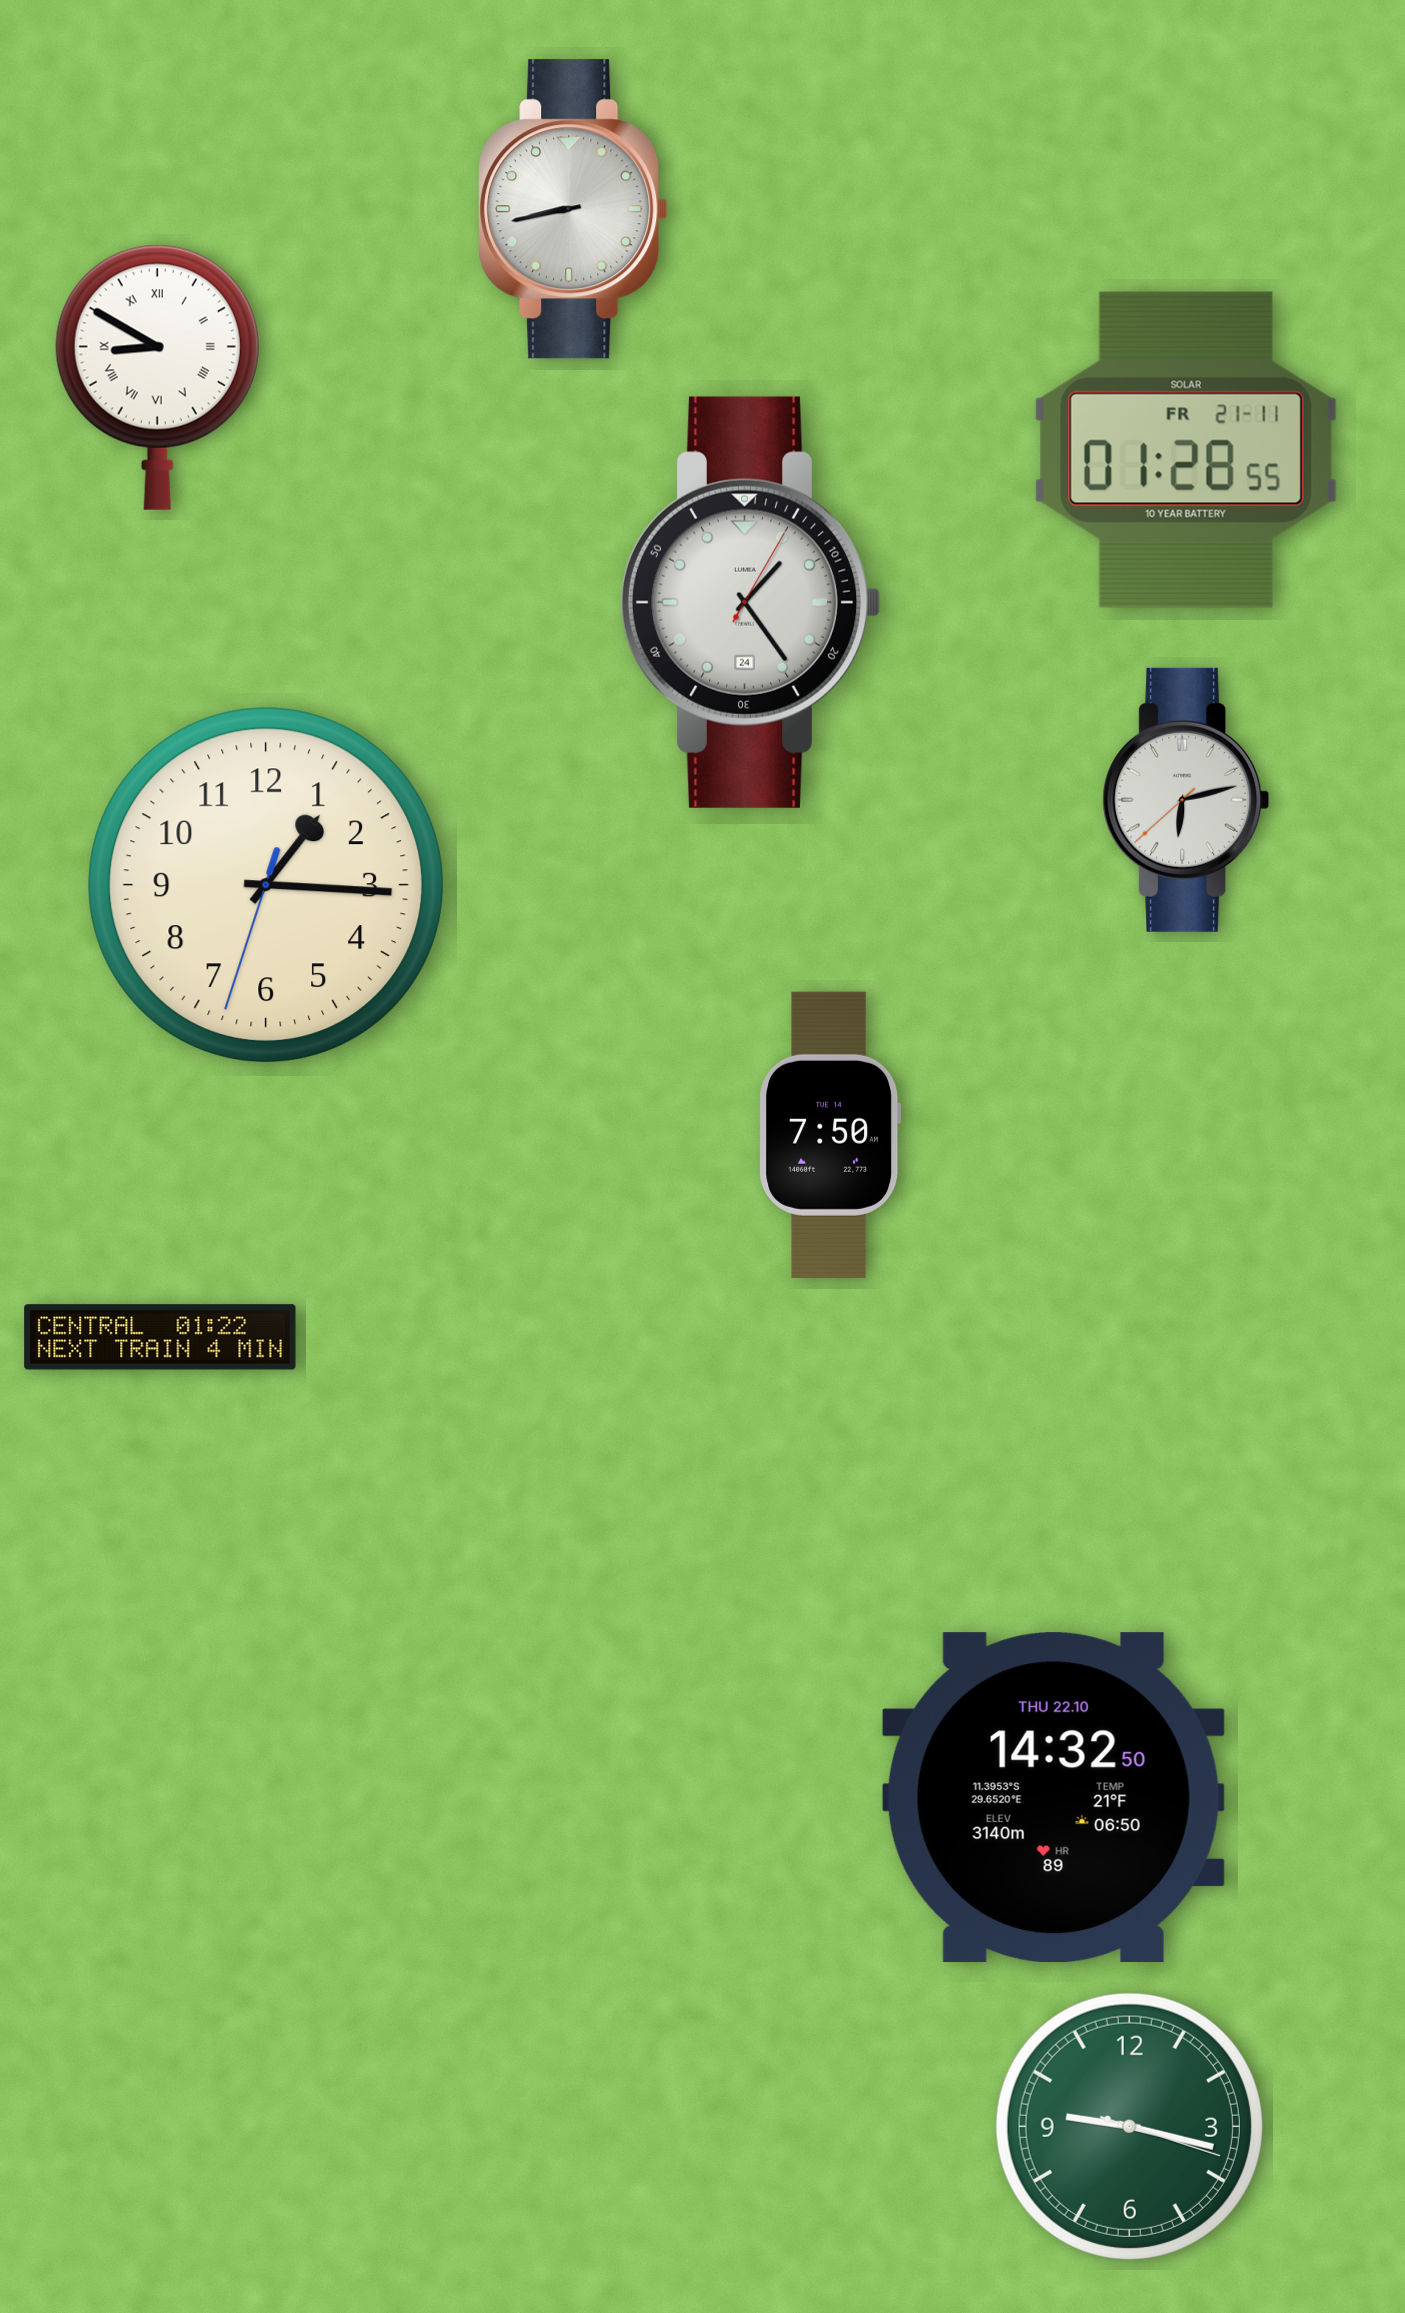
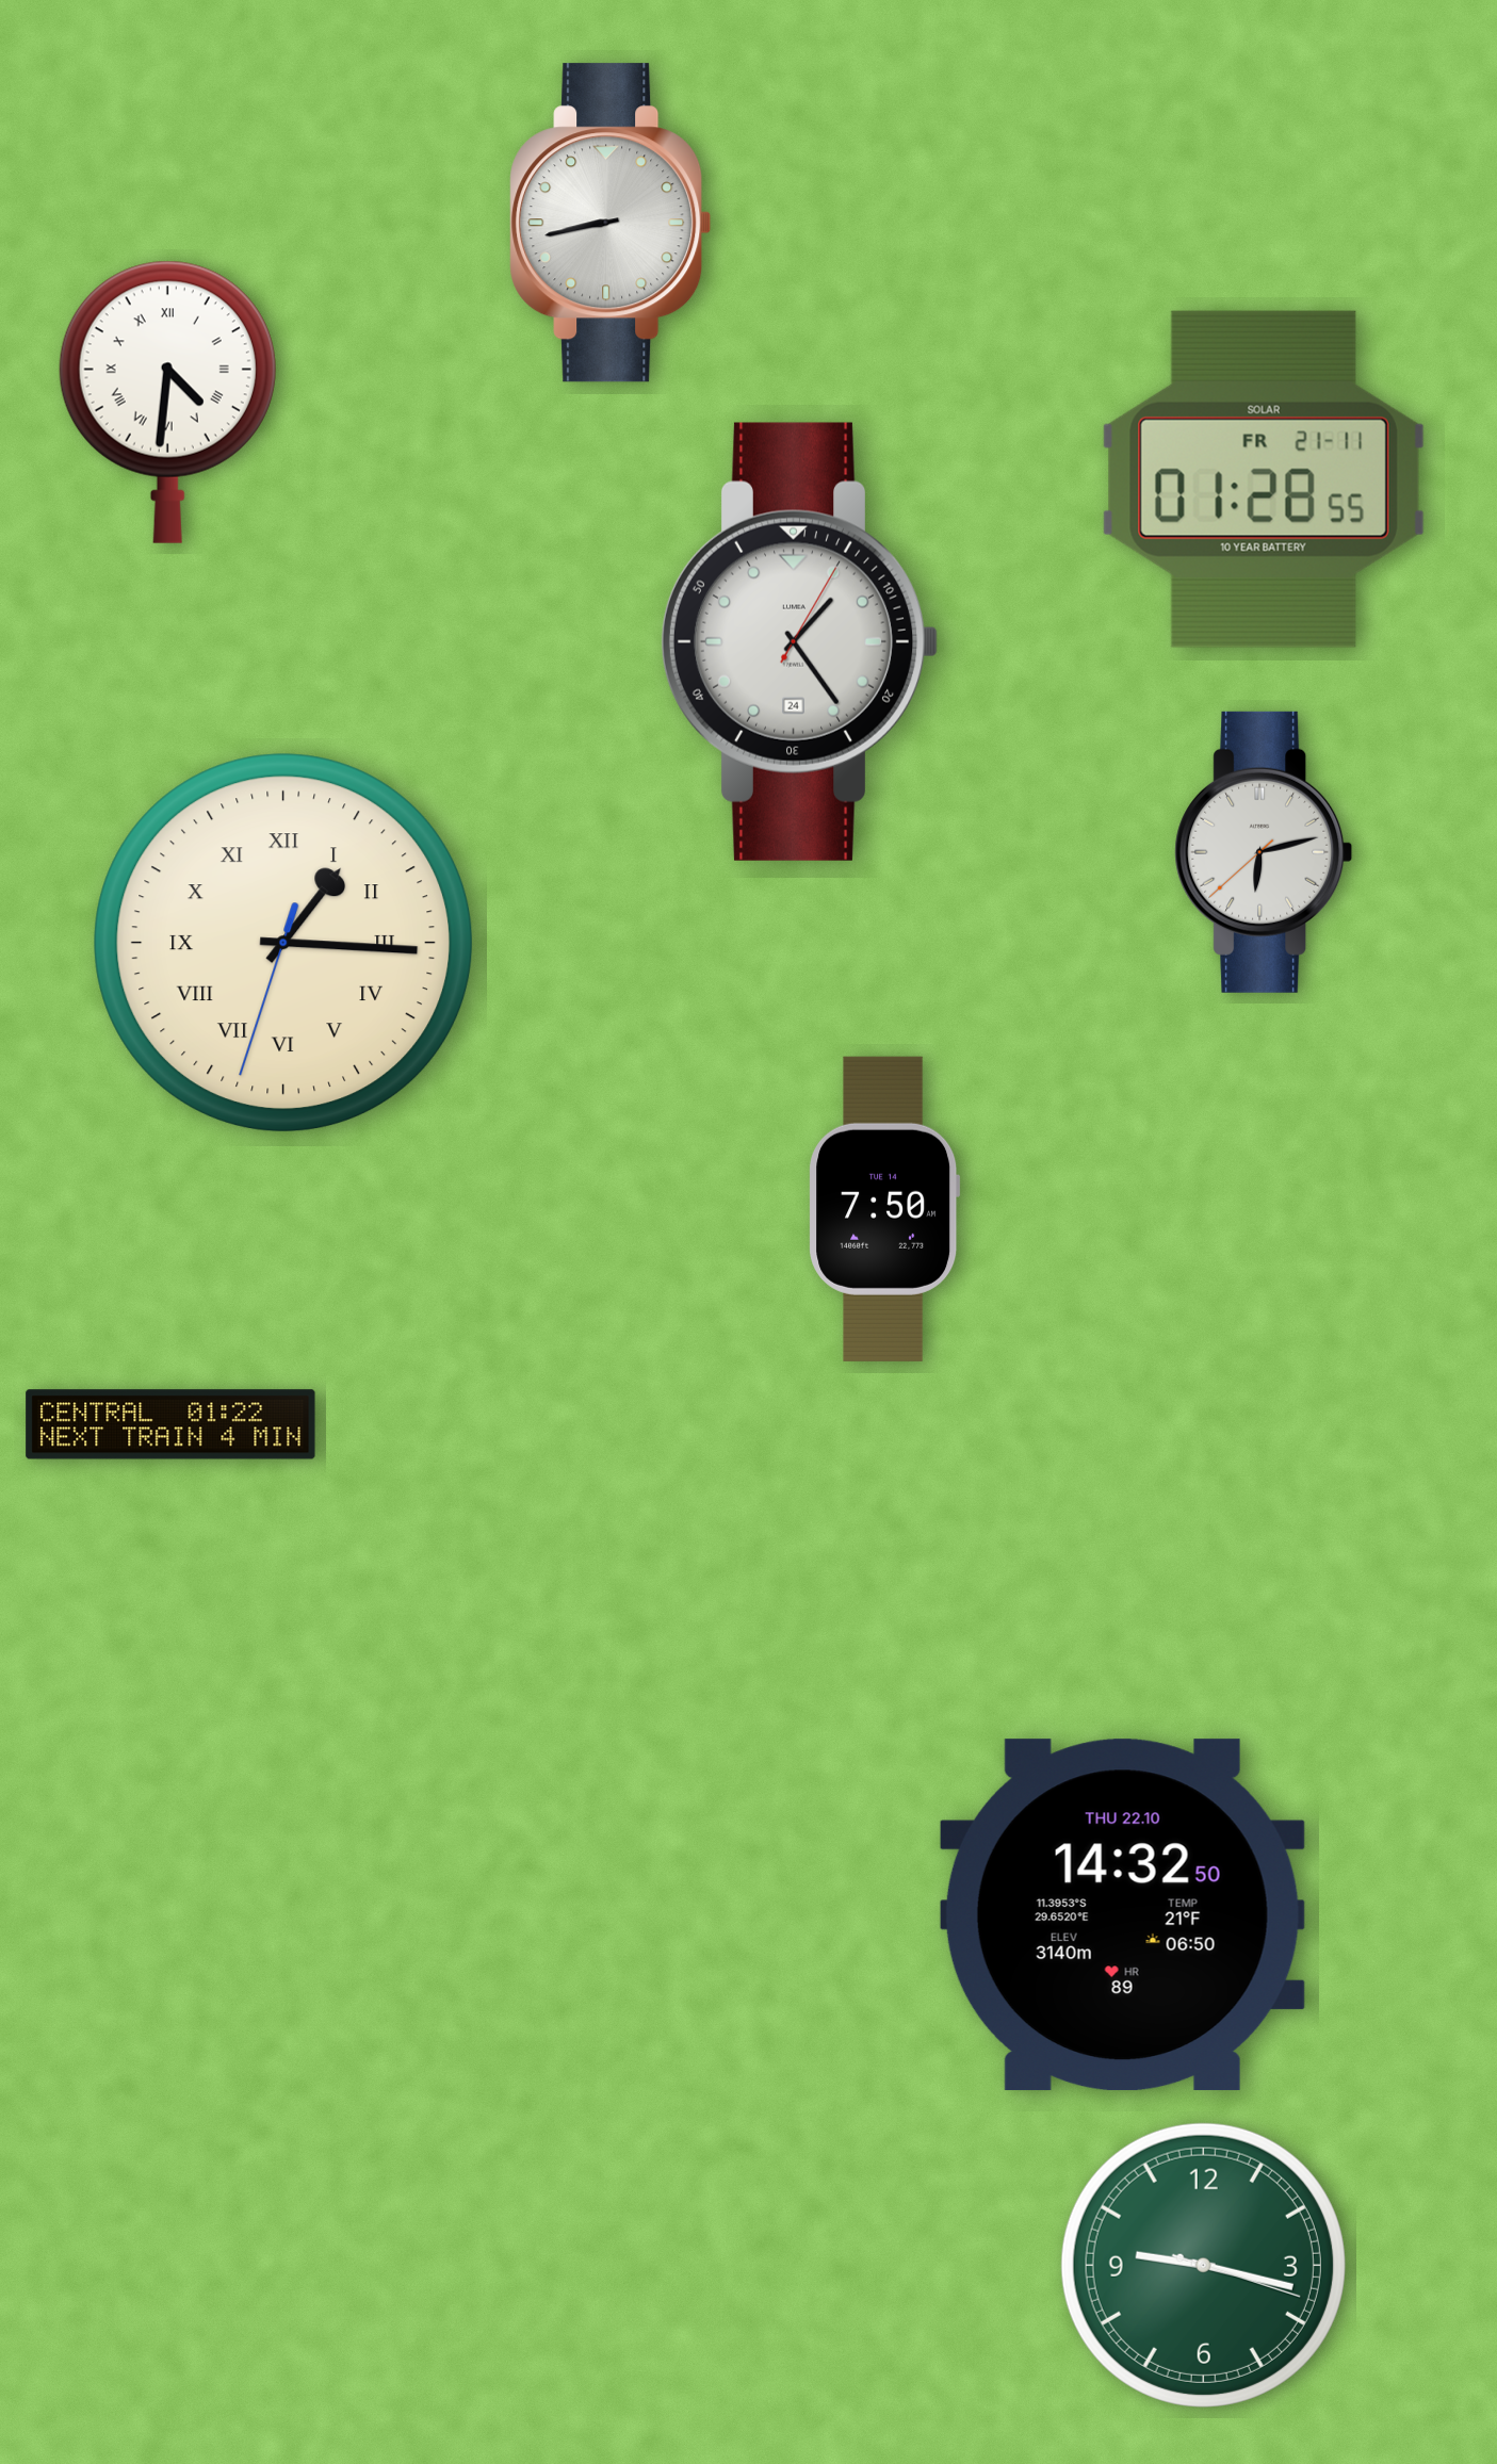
clock at (157, 377): 8:50 -> 4:31
clock at (266, 885) numerals: Arabic -> Roman
